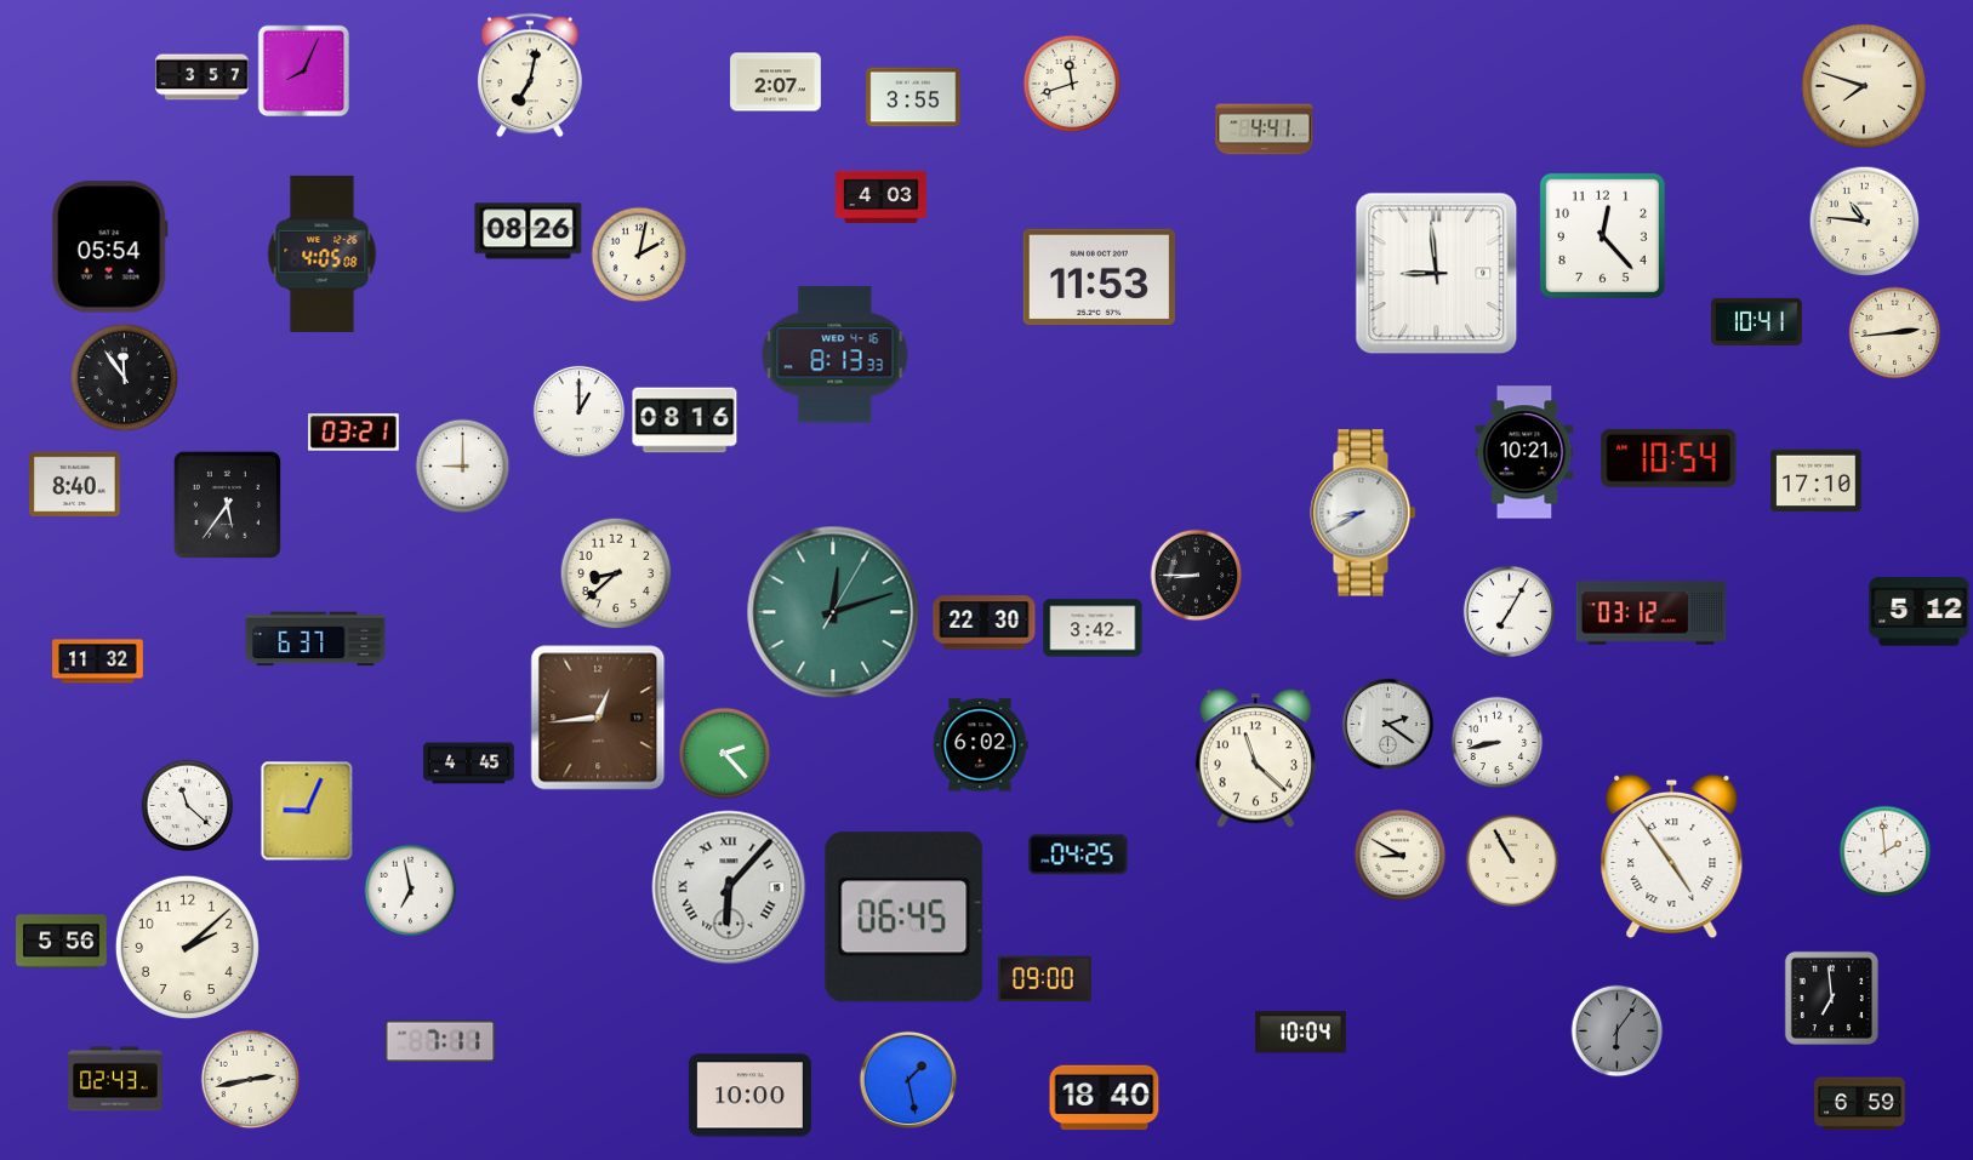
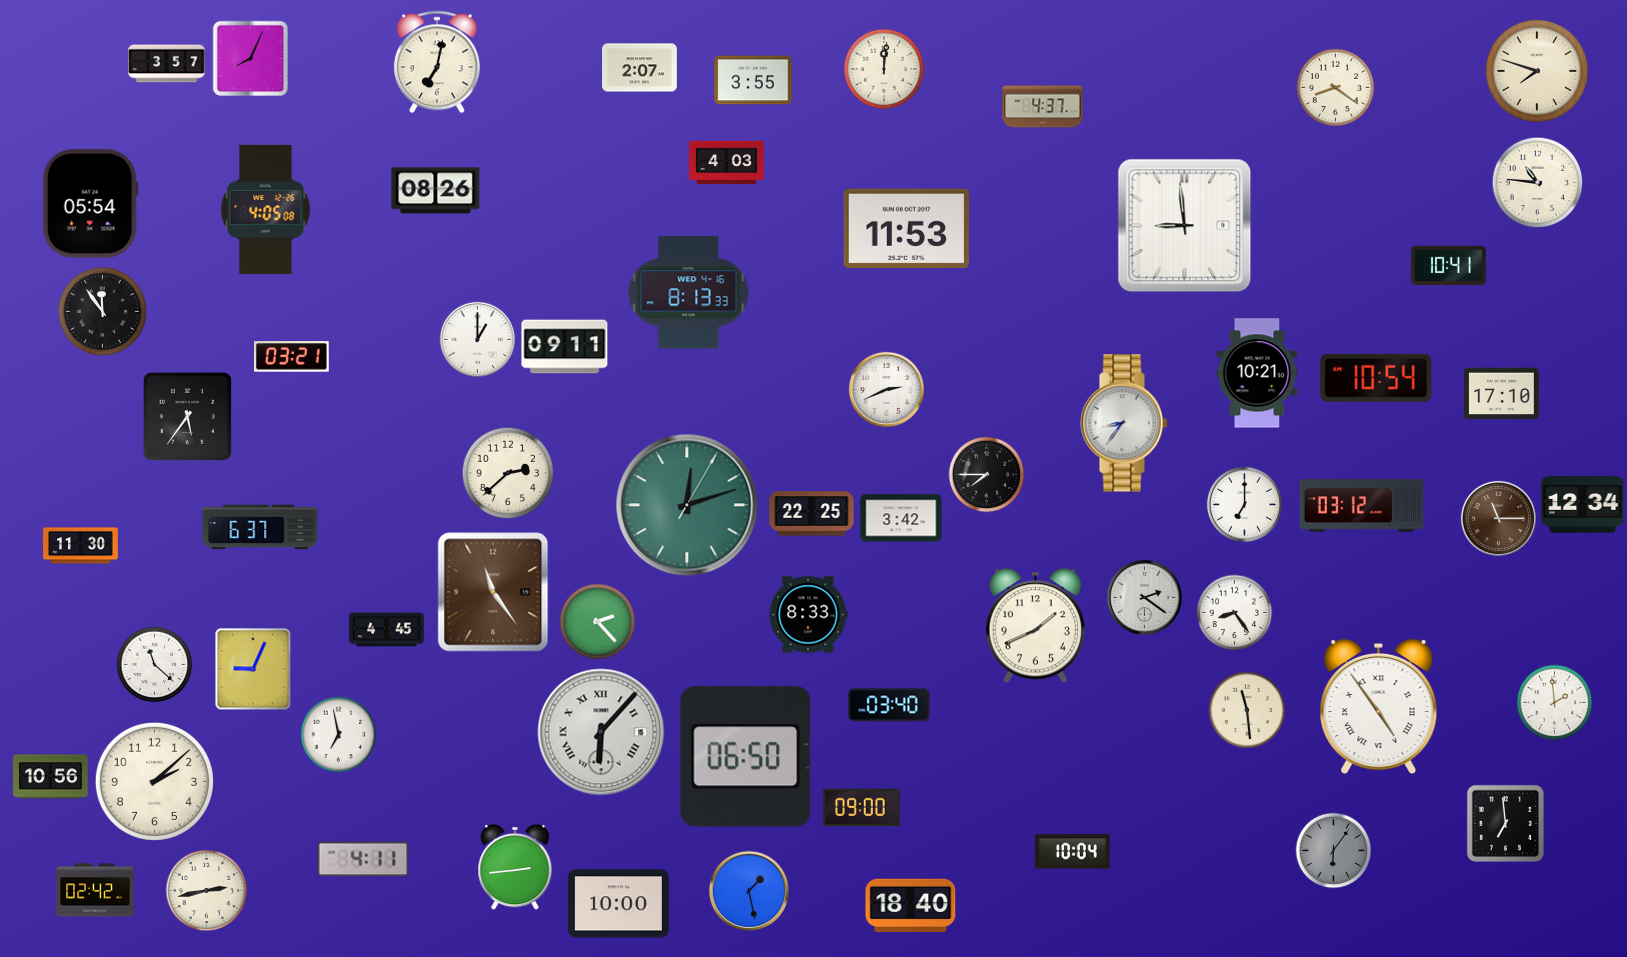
clock at (1072, 84): 11:42 -> 12:01
clock at (1336, 88): none -> 8:21
clock at (1265, 130): 4:41 -> 4:37
clock at (1602, 235): 12:23 -> none
clock at (639, 255): 2:02 -> none
clock at (1895, 333): 2:44 -> none
clock at (685, 421): 08:16 -> 09:11
clock at (463, 467): 9:00 -> none
clock at (886, 389): none -> 2:41
clock at (1817, 481) position: (1817, 481) -> (1502, 394)
clock at (75, 484): 8:40 -> none
clock at (1363, 513): 8:40 -> 8:36
clock at (616, 573): 8:38 -> 2:38
clock at (1197, 576): 8:45 -> 7:45
clock at (1509, 611): 7:05 -> 7:00
clock at (1920, 612): 5:12 -> 12:34
clock at (985, 623): 22:30 -> 22:25
clock at (1498, 518): none -> 11:15
clock at (98, 662): 11:32 -> 11:30
clock at (598, 718): 12:44 -> 11:24
clock at (1498, 743): 8:43 -> 8:24
clock at (980, 745): 6:02 -> 8:33
clock at (1255, 759): 11:22 -> 1:41
clock at (1078, 855): 04:25 -> 03:40
clock at (1401, 856): 8:50 -> none
clock at (1512, 861): 10:55 -> 11:29
clock at (905, 918): 06:45 -> 06:50
clock at (62, 942): 5:56 -> 10:56
clock at (1831, 998) position: (1831, 998) -> (1505, 823)
clock at (440, 1041): 7:11 -> 4:11
clock at (515, 867): none -> 2:44
clock at (115, 1079): 02:43 -> 02:42
clock at (1860, 1104): 6:59 -> none
